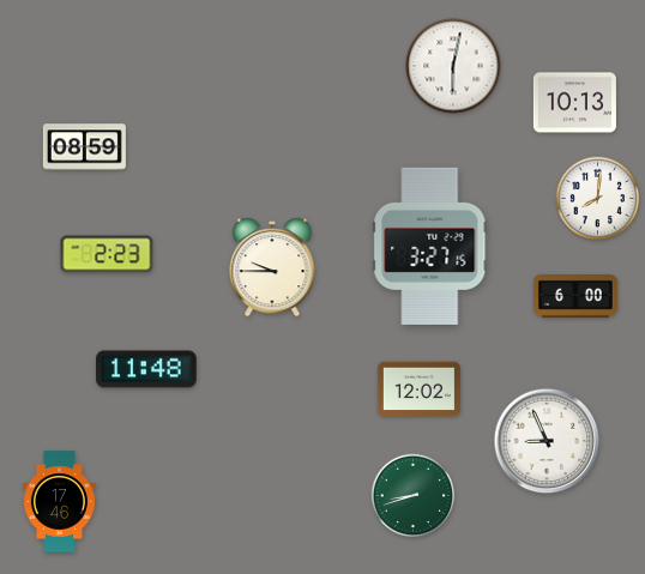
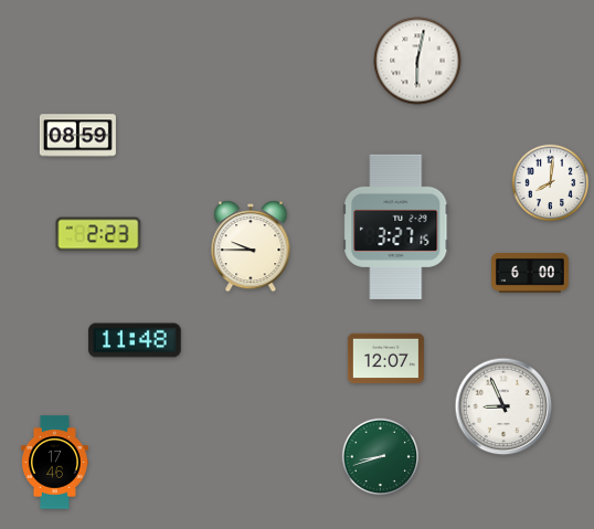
clock at (574, 103): 10:13 -> none
clock at (418, 389): 12:02 -> 12:07
